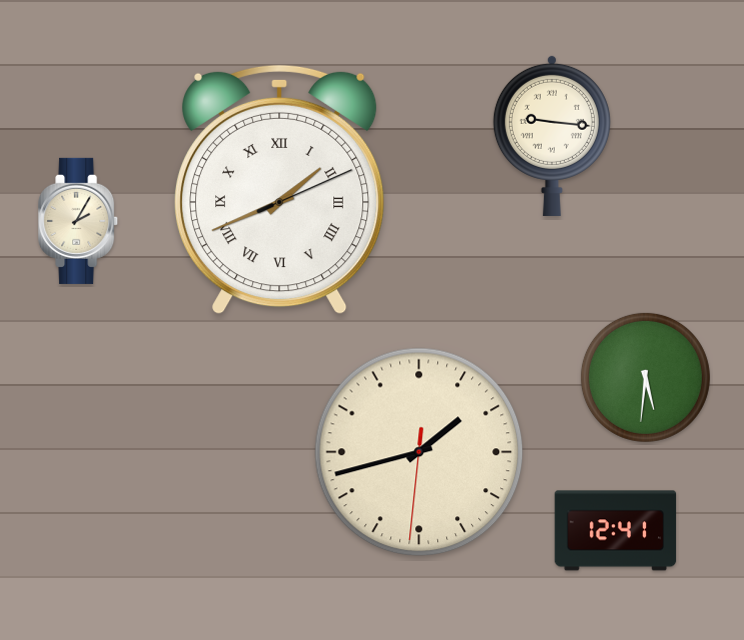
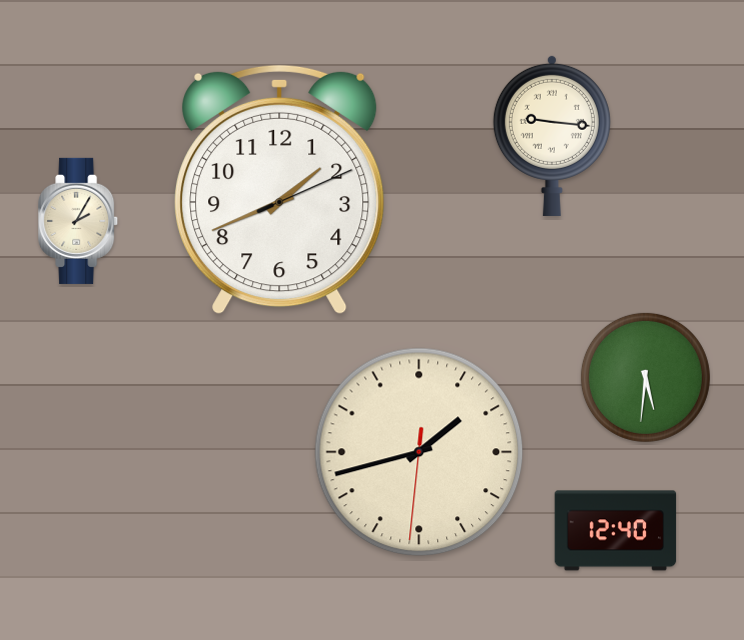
clock at (280, 190) numerals: Roman -> Arabic
clock at (616, 531): 12:41 -> 12:40
